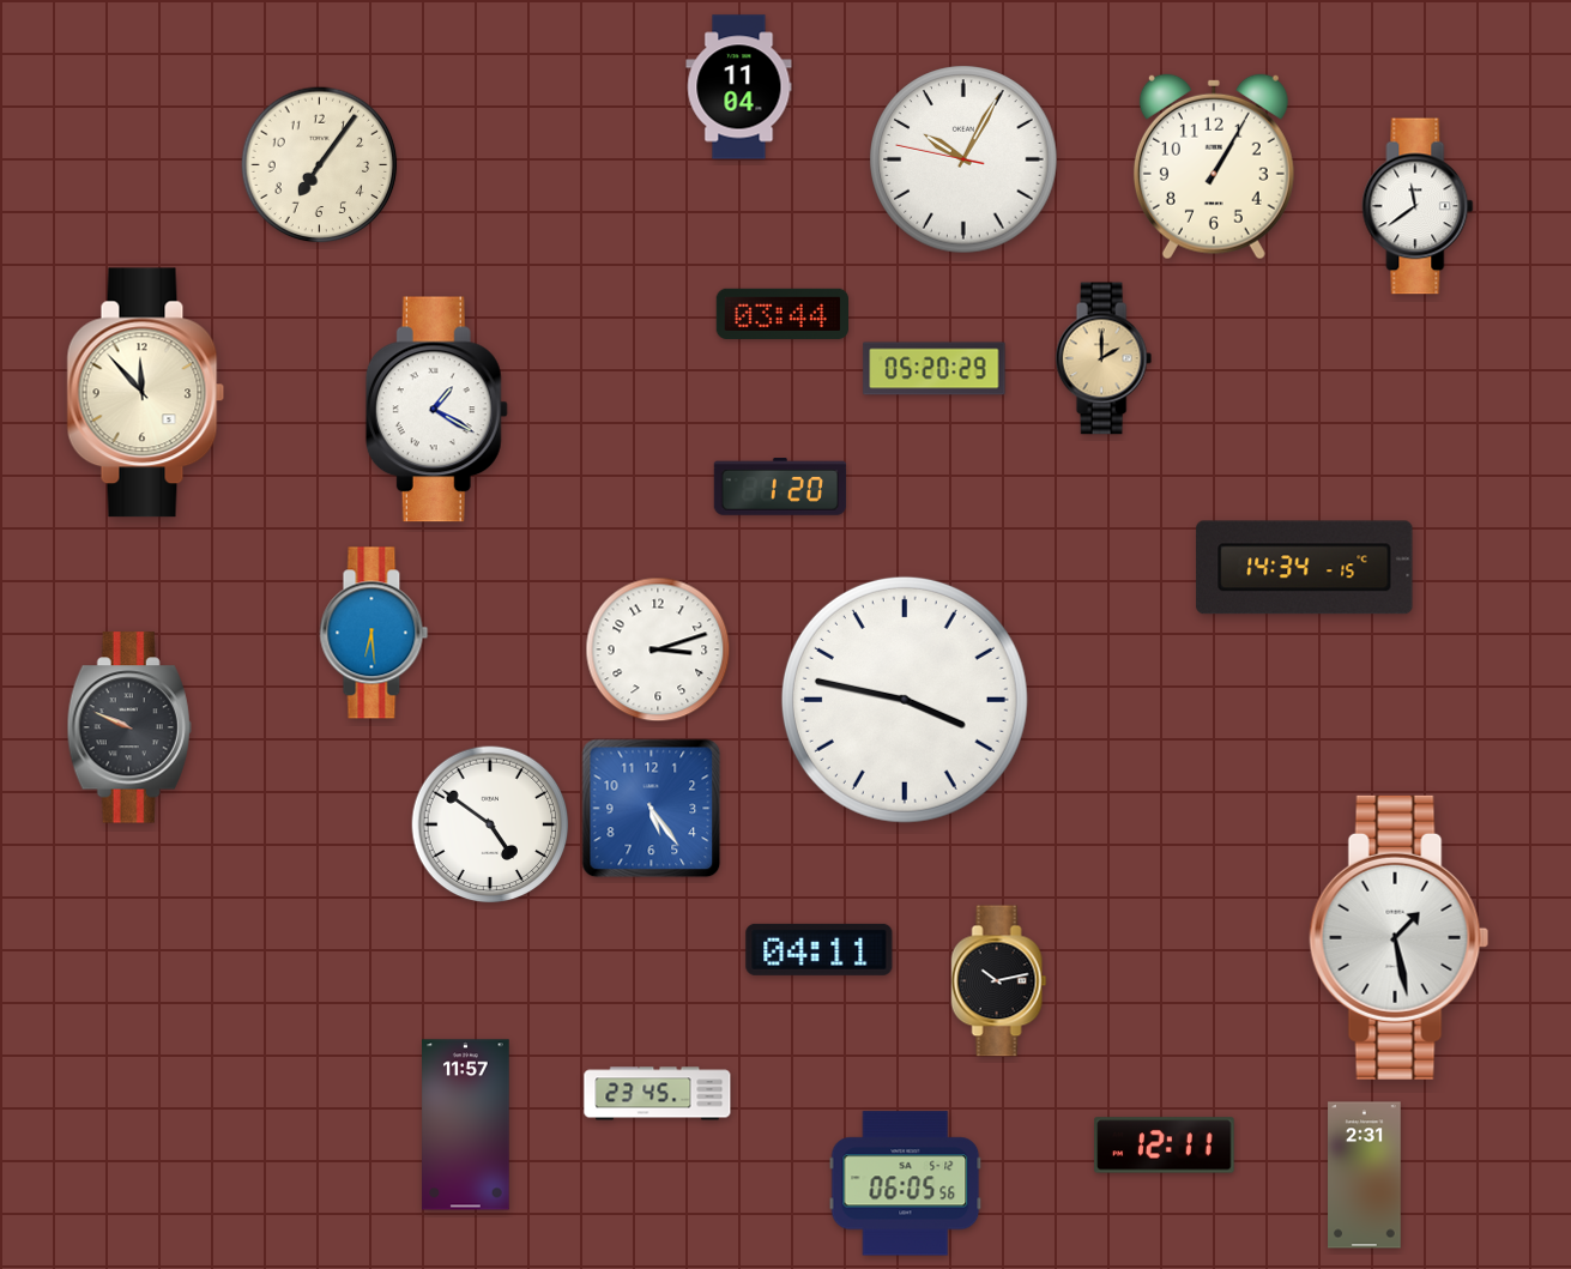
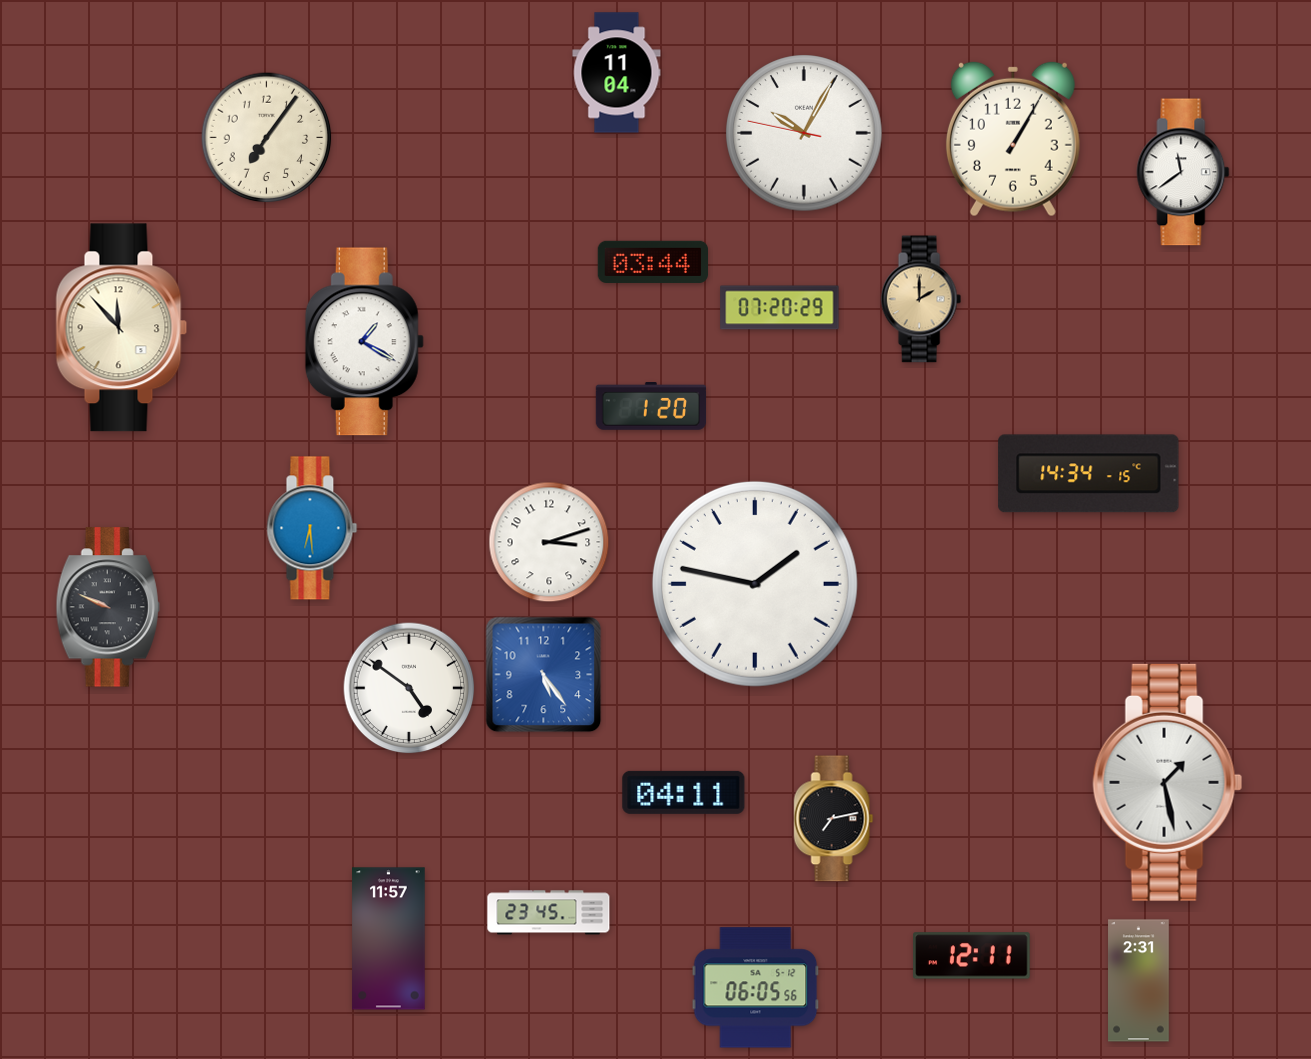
clock at (935, 369): 05:20 -> 07:20
clock at (905, 700): 3:47 -> 1:47
clock at (999, 981): 10:13 -> 7:13
